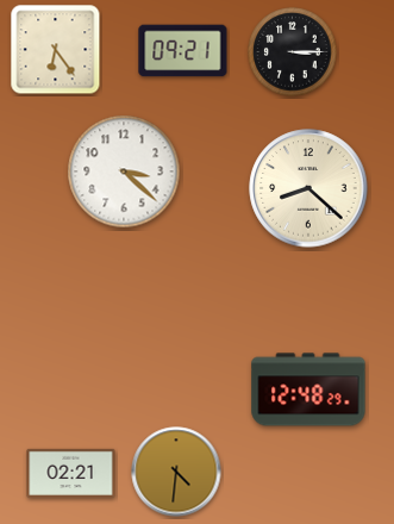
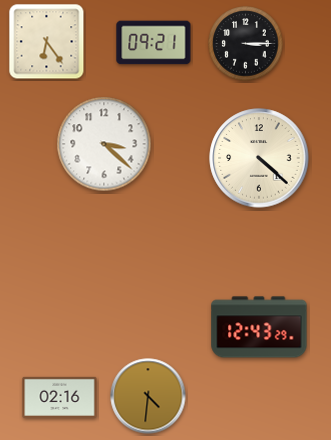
clock at (308, 188): 8:22 -> 4:22
clock at (308, 389): 12:48 -> 12:43
clock at (71, 473): 02:21 -> 02:16
